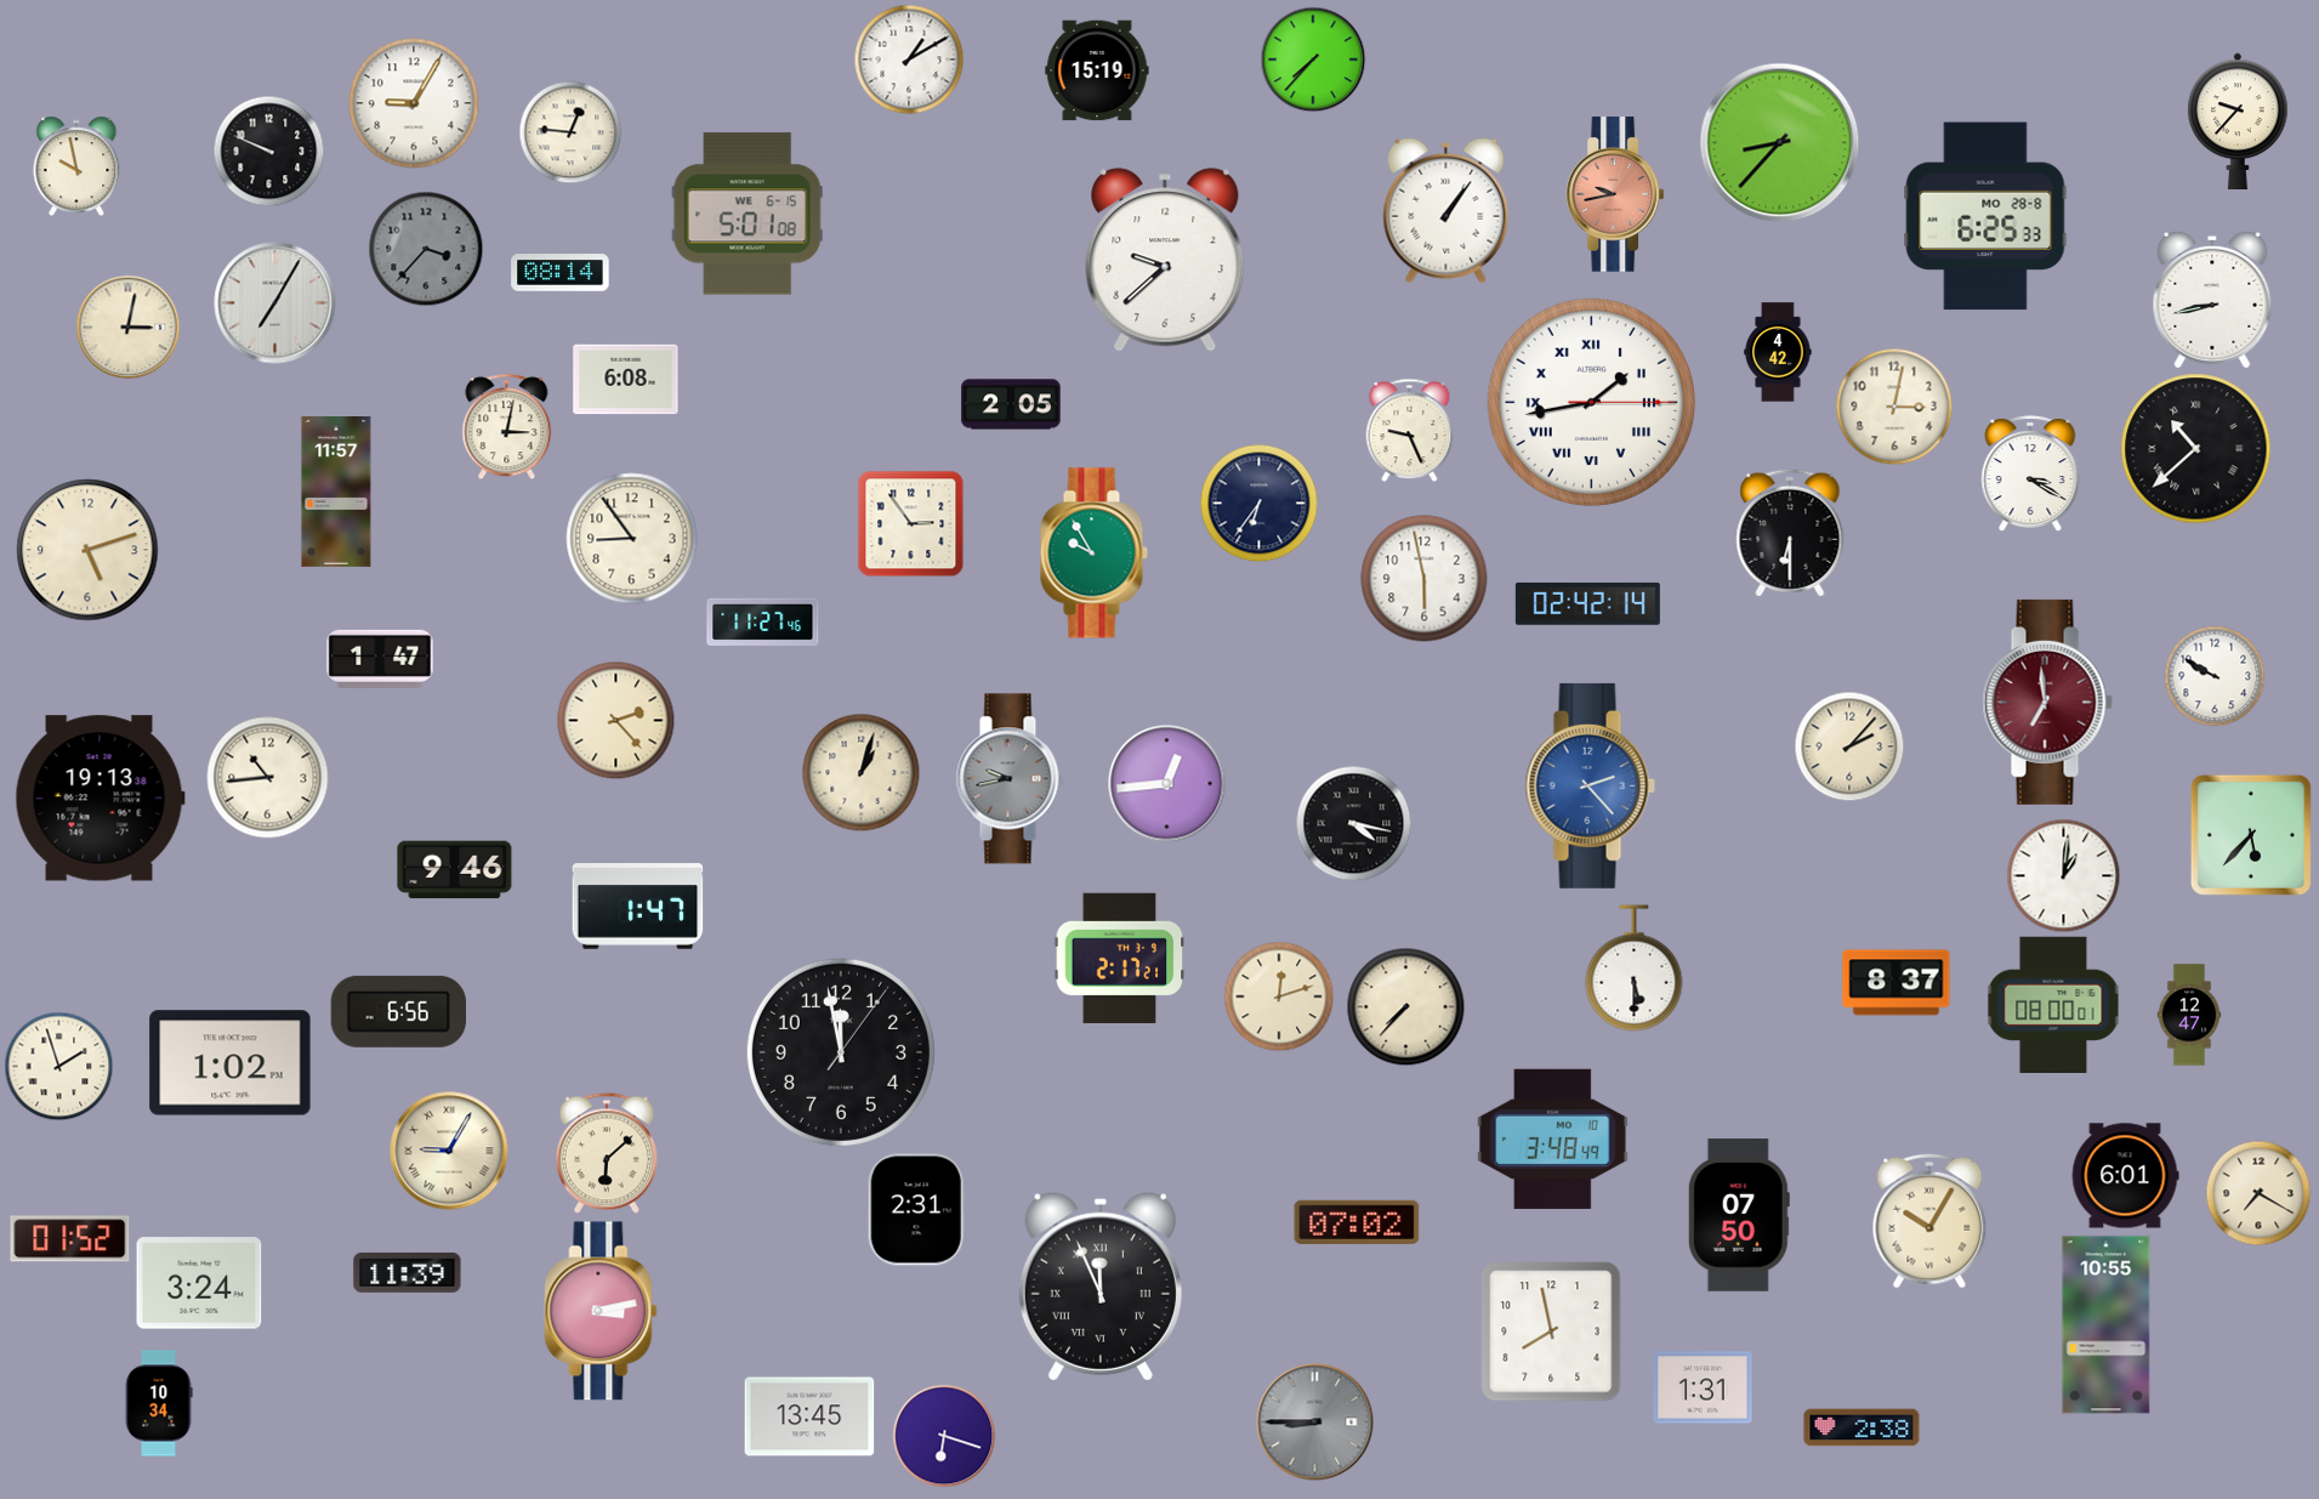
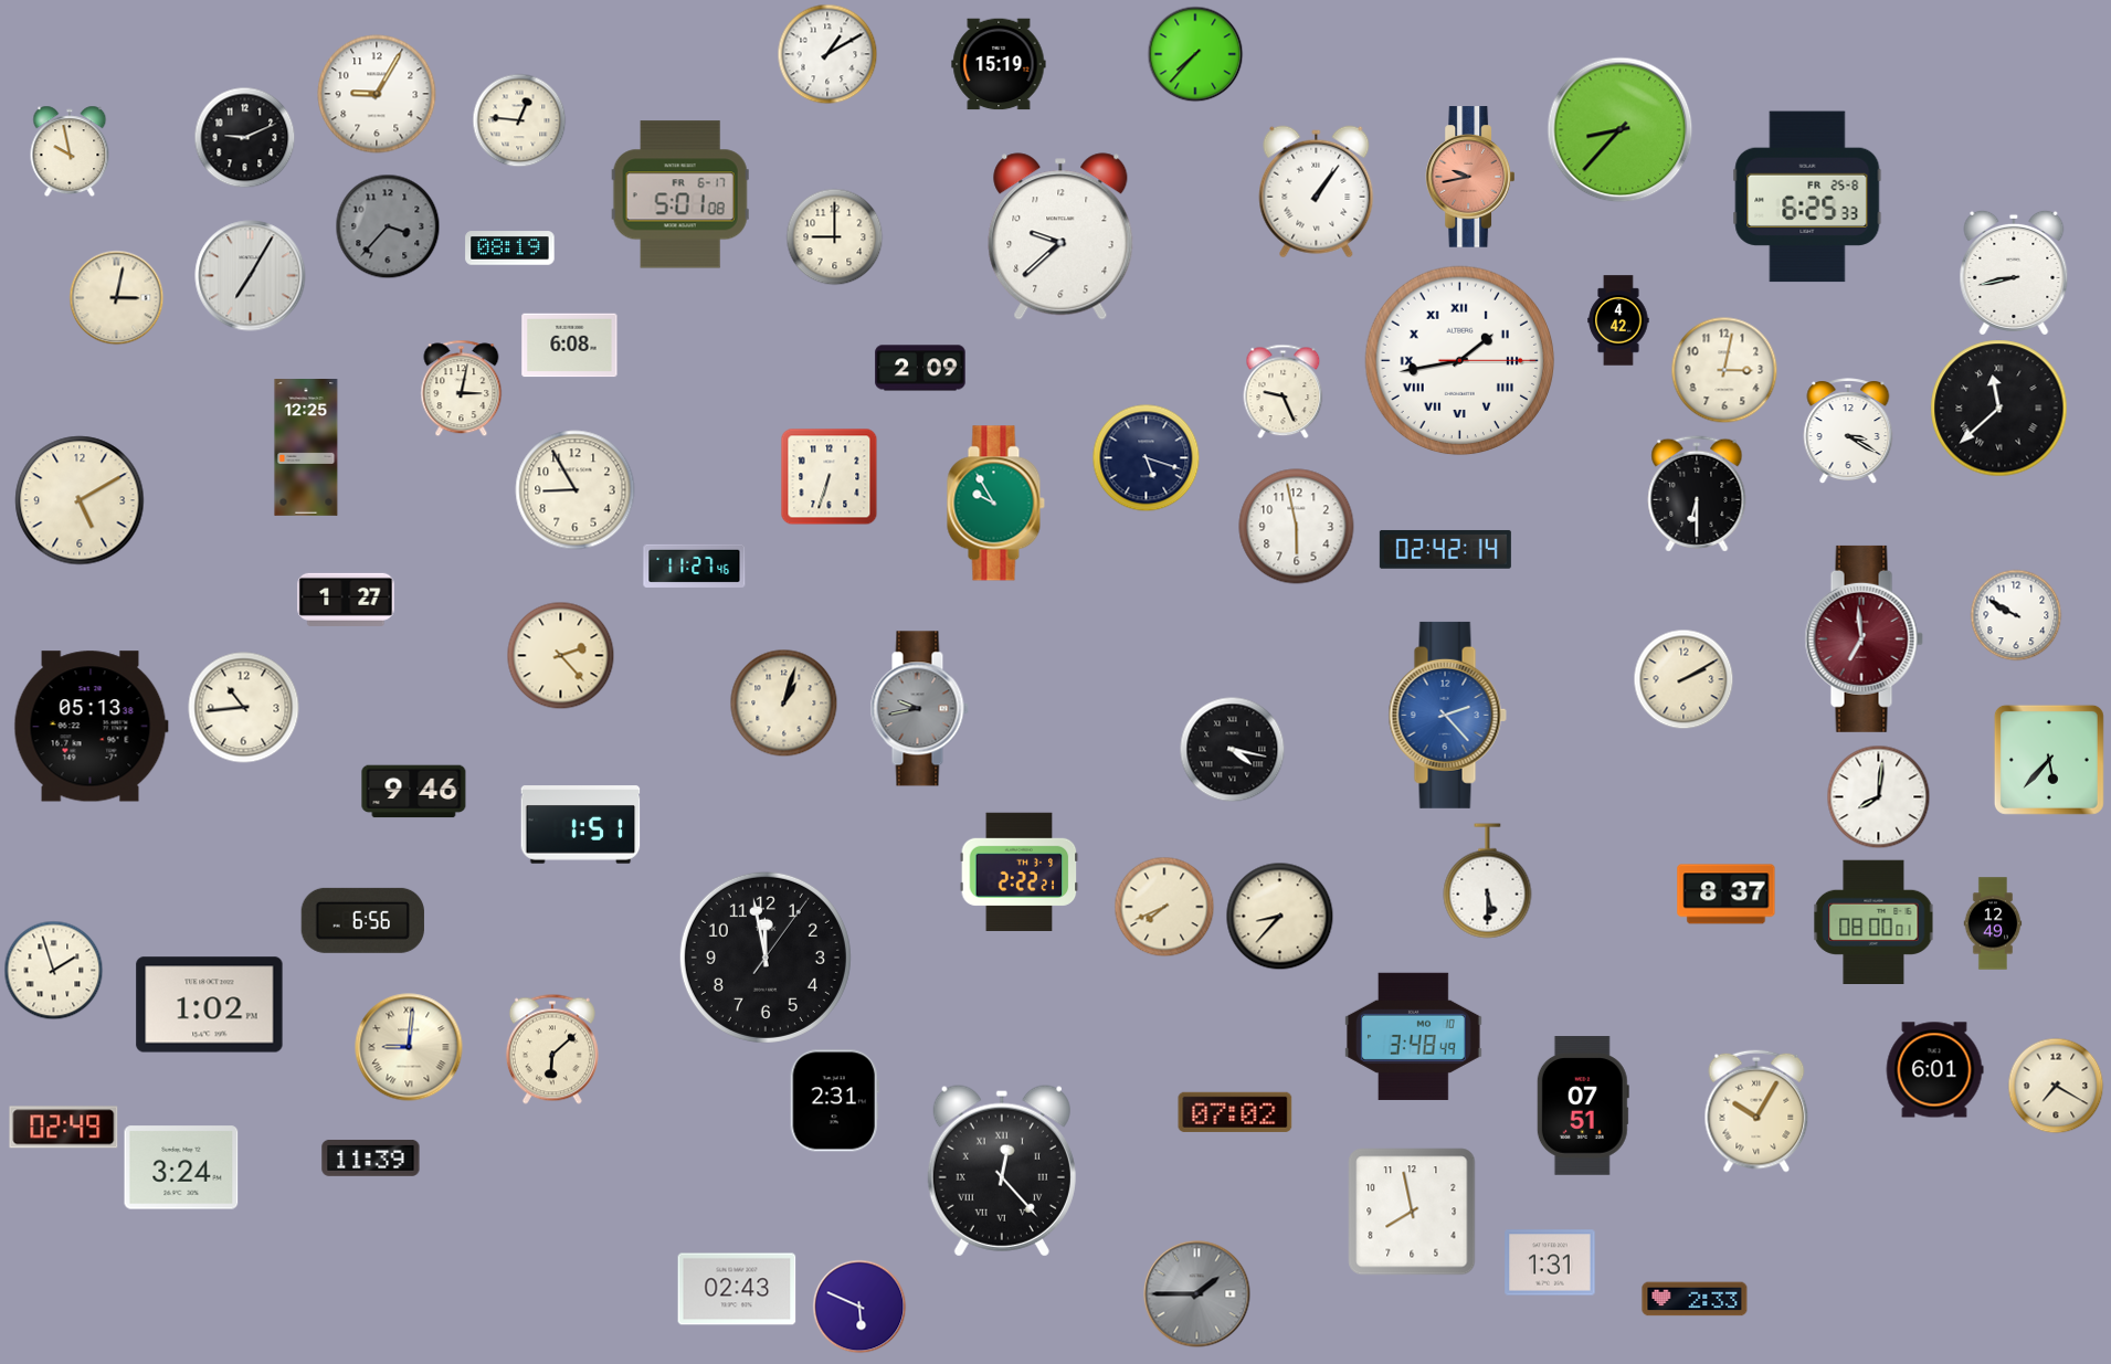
clock at (2238, 121): 9:37 -> none
clock at (268, 151): 9:49 -> 9:11
clock at (748, 214) date: WE 6-15 -> FR 6-17
clock at (1985, 216) date: MO 28-8 -> FR 25-8
clock at (834, 236): none -> 9:00
clock at (561, 273): 08:14 -> 08:19
clock at (1592, 403) position: (1592, 403) -> (1460, 361)
clock at (1011, 404): 2:05 -> 2:09
clock at (2196, 449): 10:38 -> 11:38
clock at (336, 493): 11:57 -> 12:25
clock at (1258, 502): 6:36 -> 5:18
clock at (910, 523): 2:54 -> 6:33
clock at (1790, 533) position: (1790, 533) -> (1697, 494)
clock at (632, 539): 8:54 -> 8:55
clock at (87, 550): 5:12 -> 5:10
clock at (380, 659): 1:47 -> 1:27
clock at (1849, 746): 2:07 -> 2:10
clock at (1167, 784): 12:44 -> none
clock at (100, 799): 19:13 -> 05:13
clock at (2063, 875): 1:01 -> 8:01
clock at (638, 907): 1:47 -> 1:51
clock at (1120, 958): 2:17 -> 2:22
clock at (1279, 997): 12:12 -> 7:41
clock at (2053, 1004) position: (2053, 1004) -> (1873, 921)
clock at (1405, 1006): 7:37 -> 8:37
clock at (2189, 1015): 12:47 -> 12:49
clock at (231, 1063) position: (231, 1063) -> (210, 1005)
clock at (449, 1151): 9:05 -> 9:01
clock at (1739, 1215): 07:50 -> 07:51
clock at (70, 1239): 01:52 -> 02:49
clock at (1101, 1287): 11:56 -> 12:23
clock at (601, 1311): 3:13 -> none
clock at (2107, 1325): 10:55 -> none
clock at (159, 1403): 10:34 -> none
clock at (809, 1416): 13:45 -> 02:43
clock at (1315, 1423): 8:45 -> 1:45
clock at (1862, 1427): 2:38 -> 2:33
clock at (944, 1436): 6:18 -> 5:49
